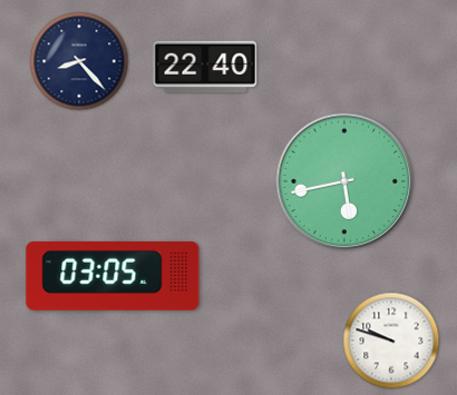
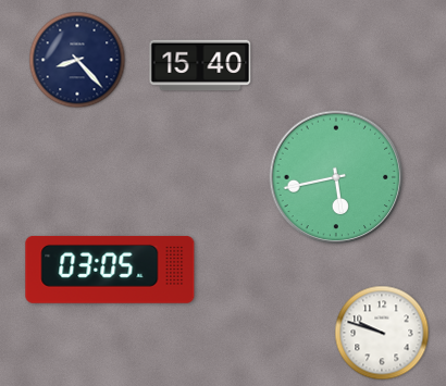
clock at (205, 67): 22:40 -> 15:40
